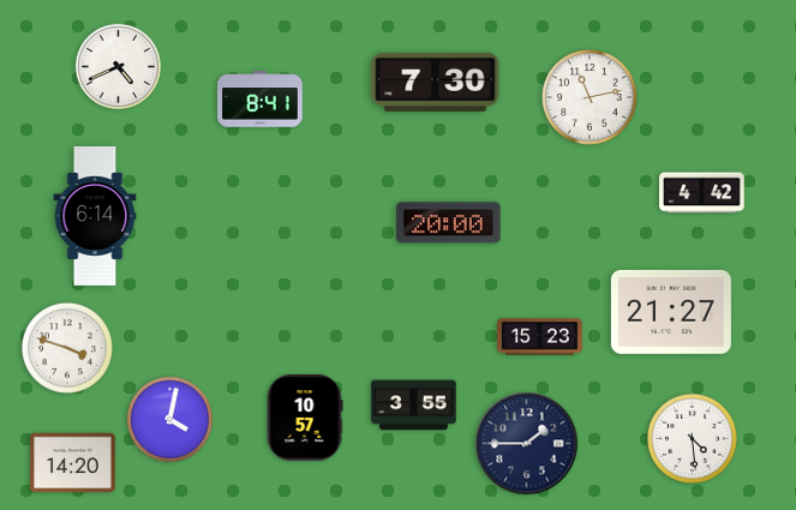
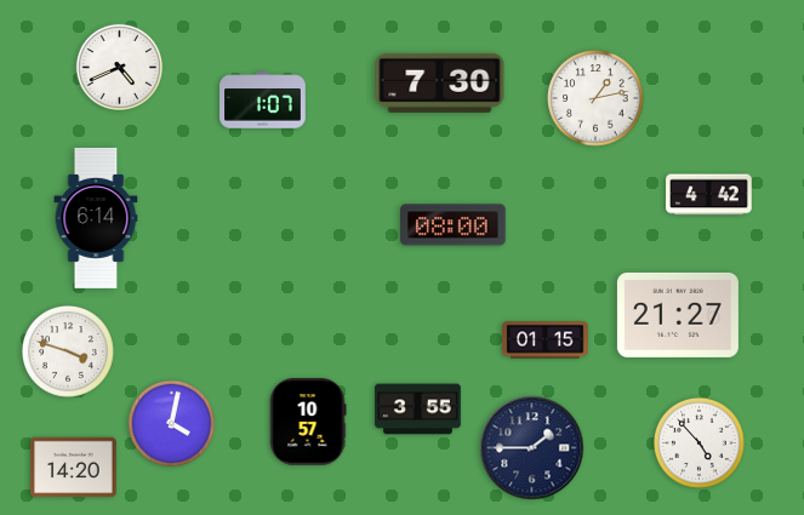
clock at (589, 97): 11:13 -> 1:13
clock at (261, 100): 8:41 -> 1:07
clock at (449, 223): 20:00 -> 08:00
clock at (540, 337): 15:23 -> 01:15
clock at (692, 438): 4:29 -> 4:53
